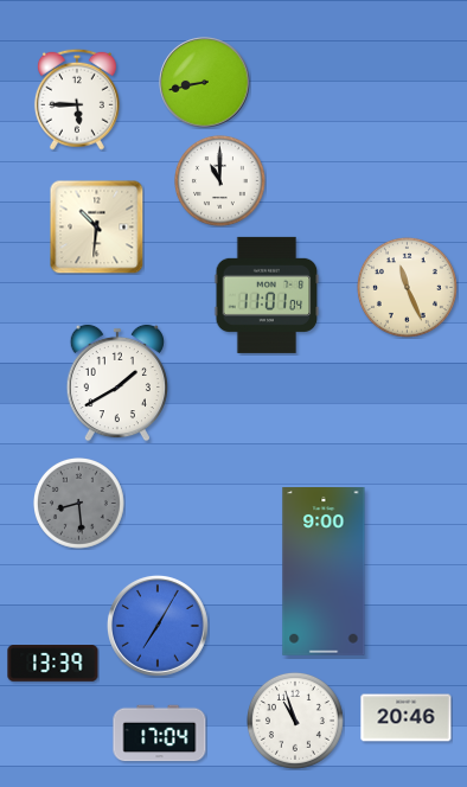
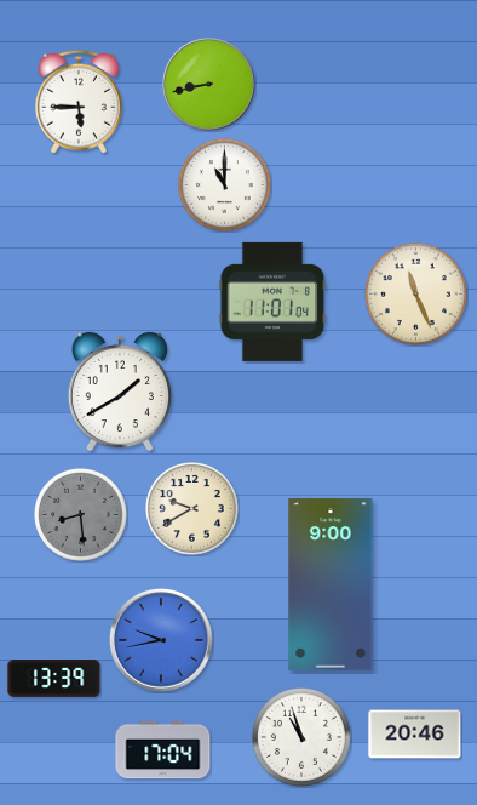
clock at (96, 226): 10:31 -> none
clock at (192, 509): none -> 9:40
clock at (158, 626): 7:05 -> 9:43
